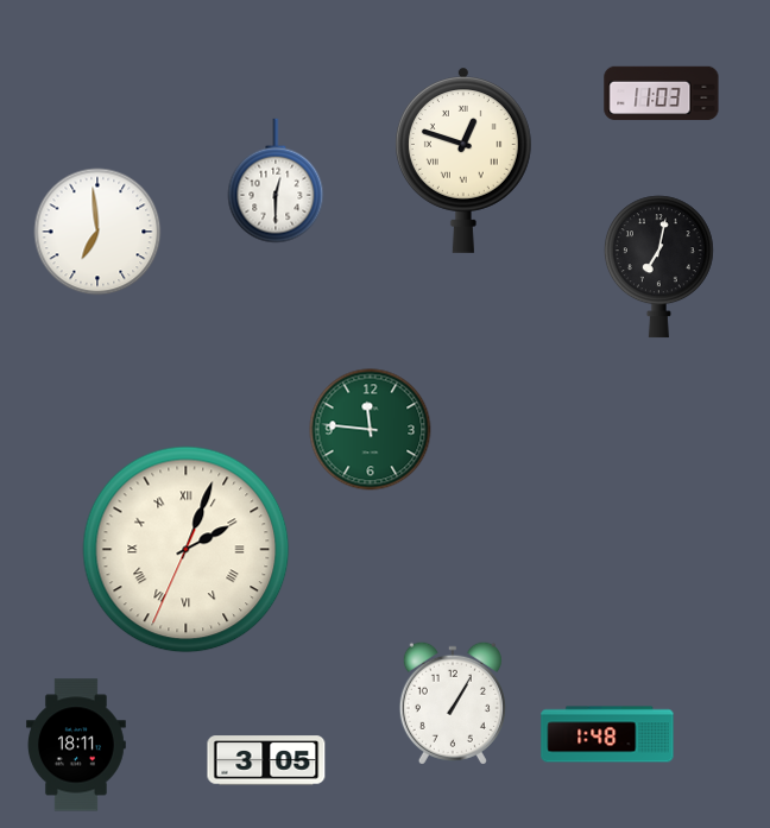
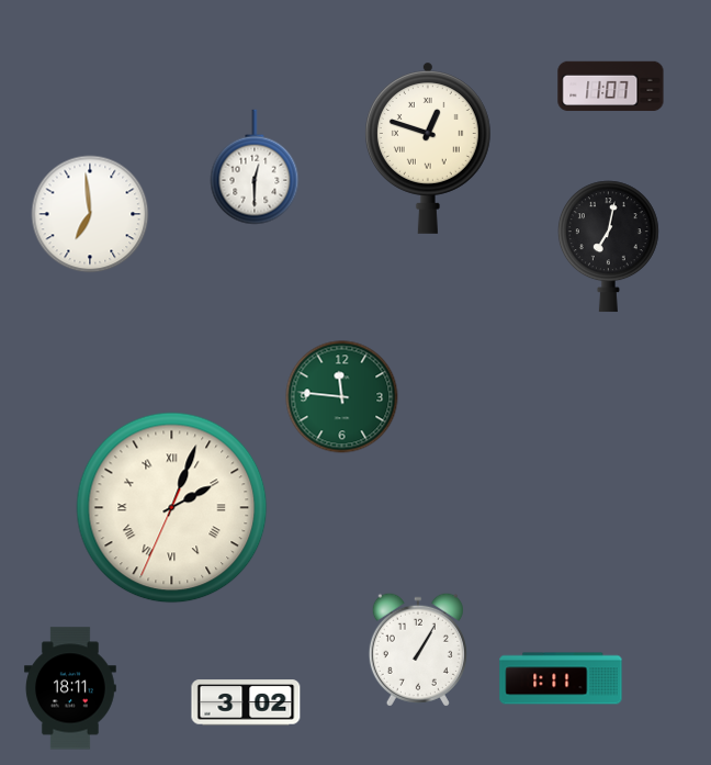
clock at (662, 94): 11:03 -> 11:07
clock at (607, 734): 1:48 -> 1:11
clock at (266, 760): 3:05 -> 3:02
